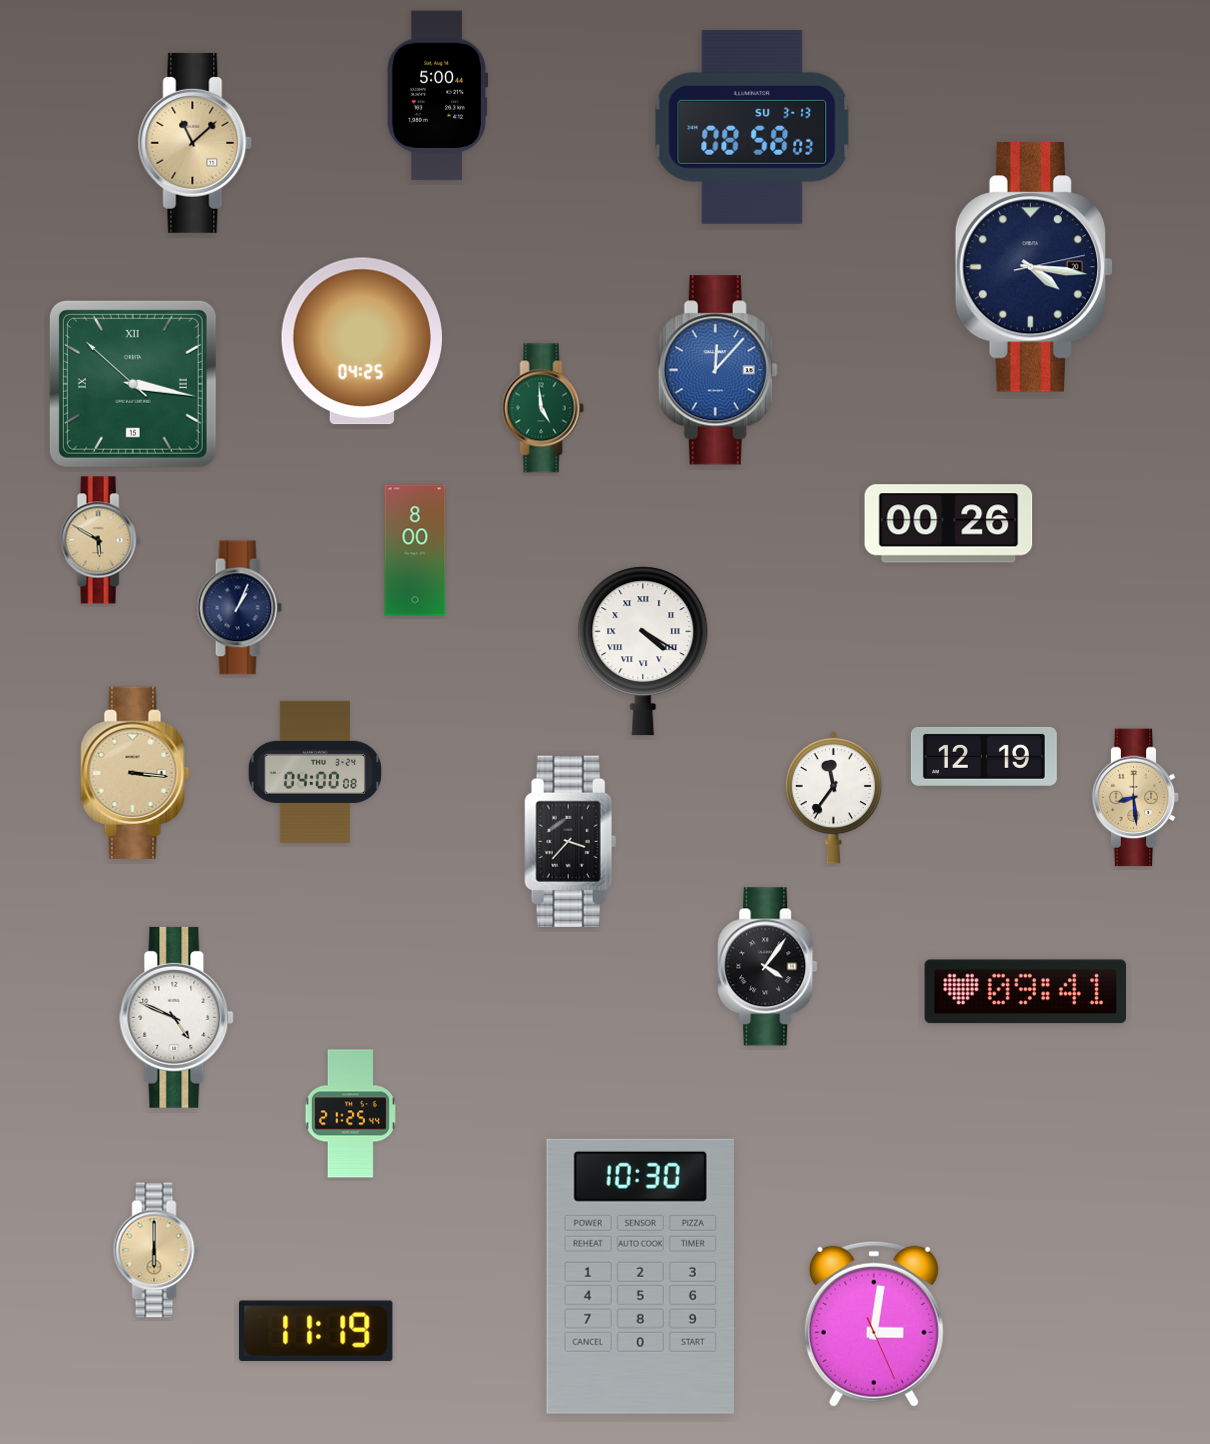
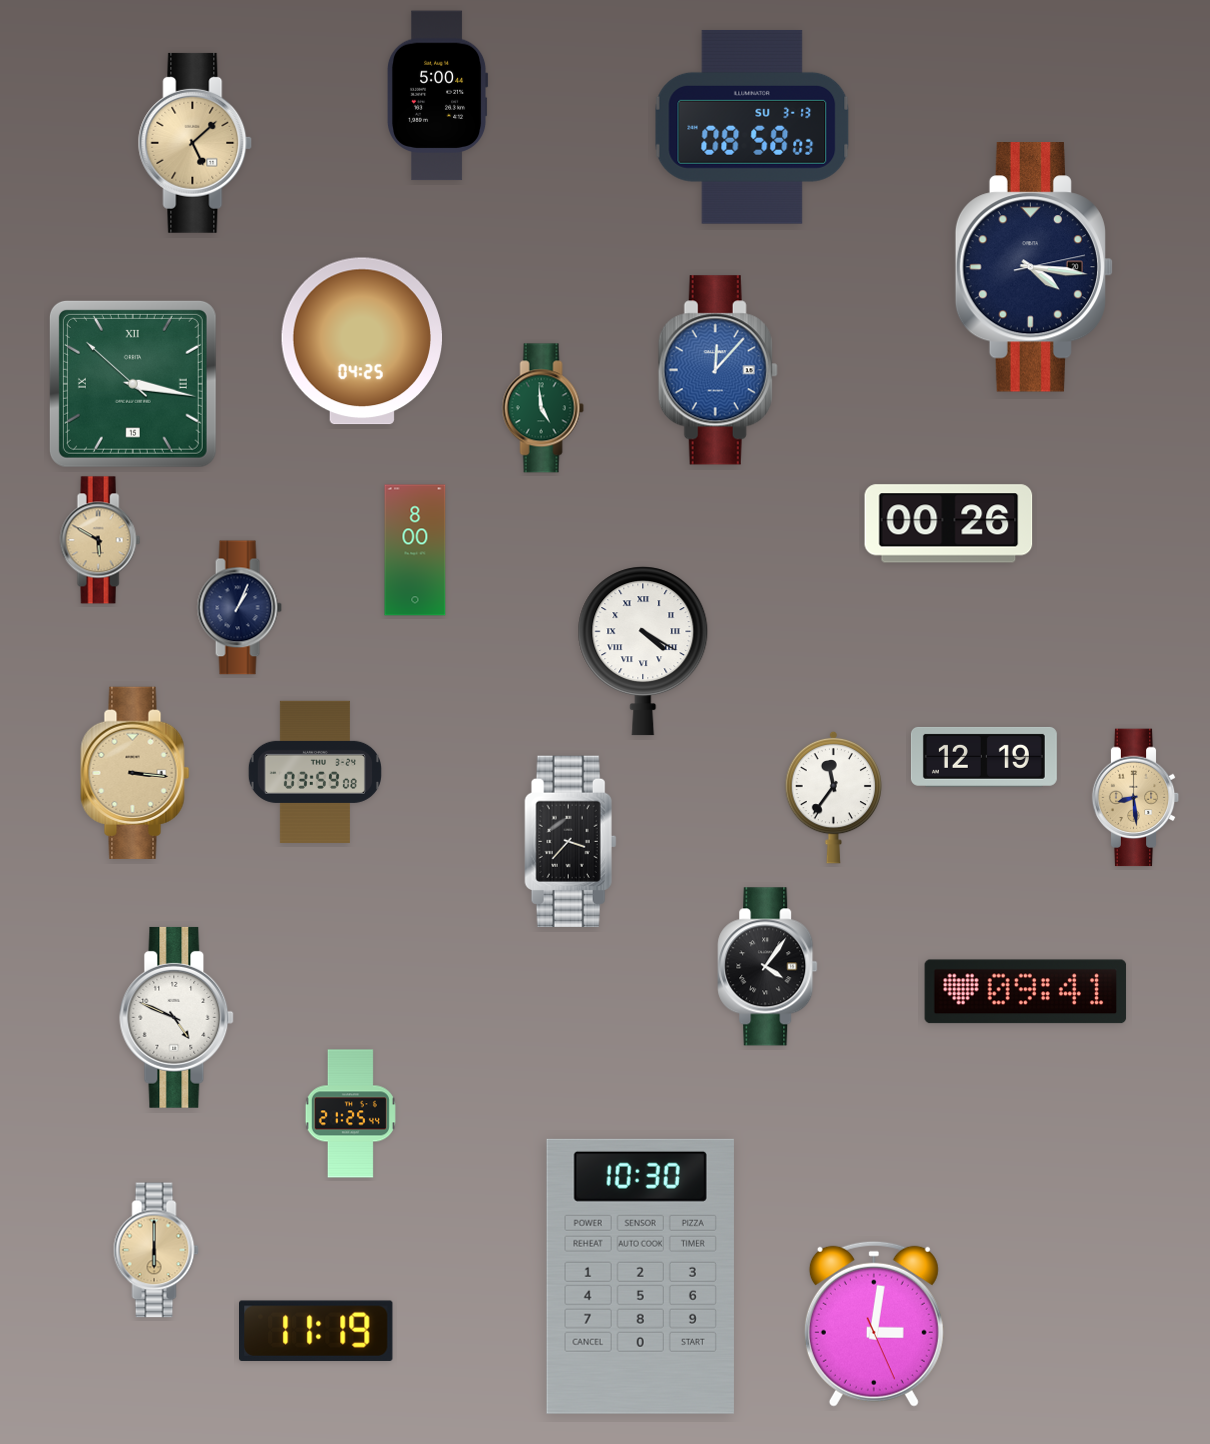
clock at (195, 143): 11:08 -> 5:08
clock at (315, 772): 04:00 -> 03:59
